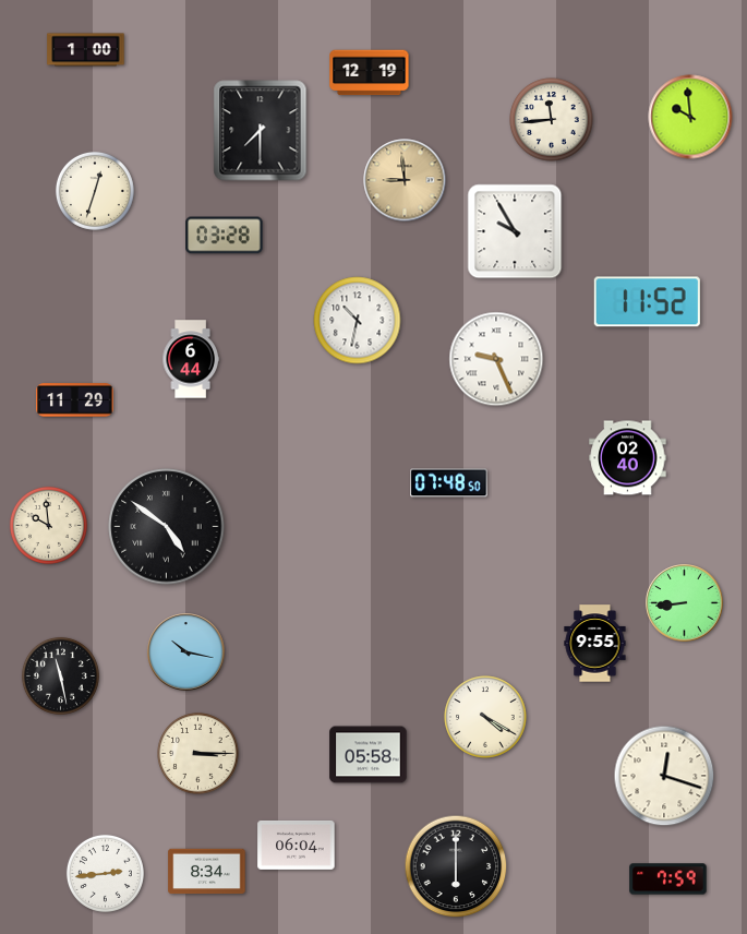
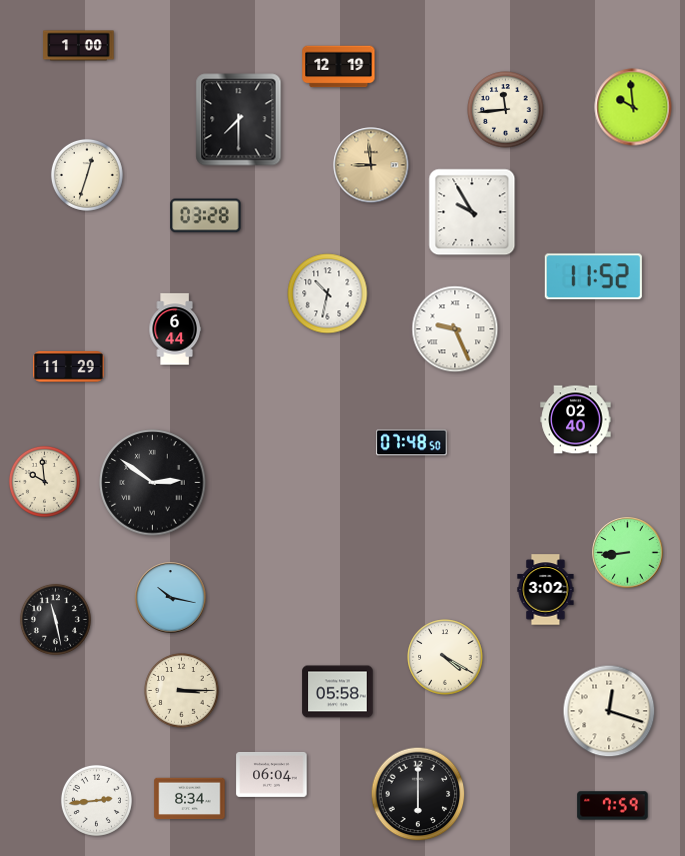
clock at (167, 527): 4:51 -> 2:51
clock at (595, 644): 9:55 -> 3:02
